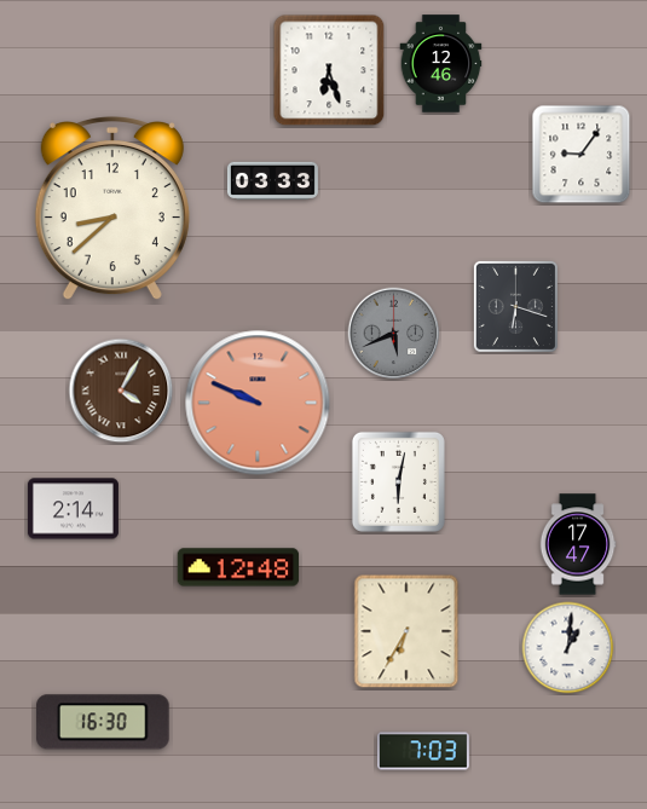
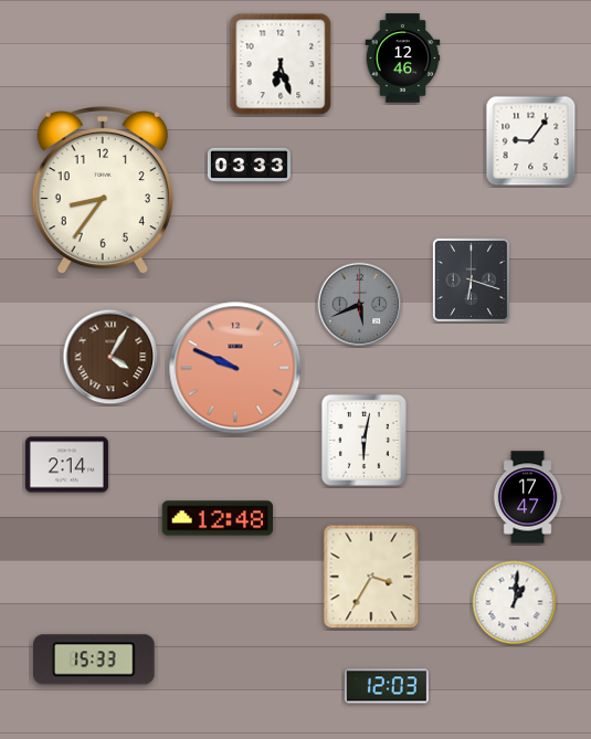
clock at (329, 70) position: (329, 70) -> (281, 64)
clock at (112, 209): 8:38 -> 8:36
clock at (406, 631): 6:35 -> 3:35
clock at (568, 648) position: (568, 648) -> (515, 603)
clock at (104, 722): 16:30 -> 15:33
clock at (423, 751): 7:03 -> 12:03
